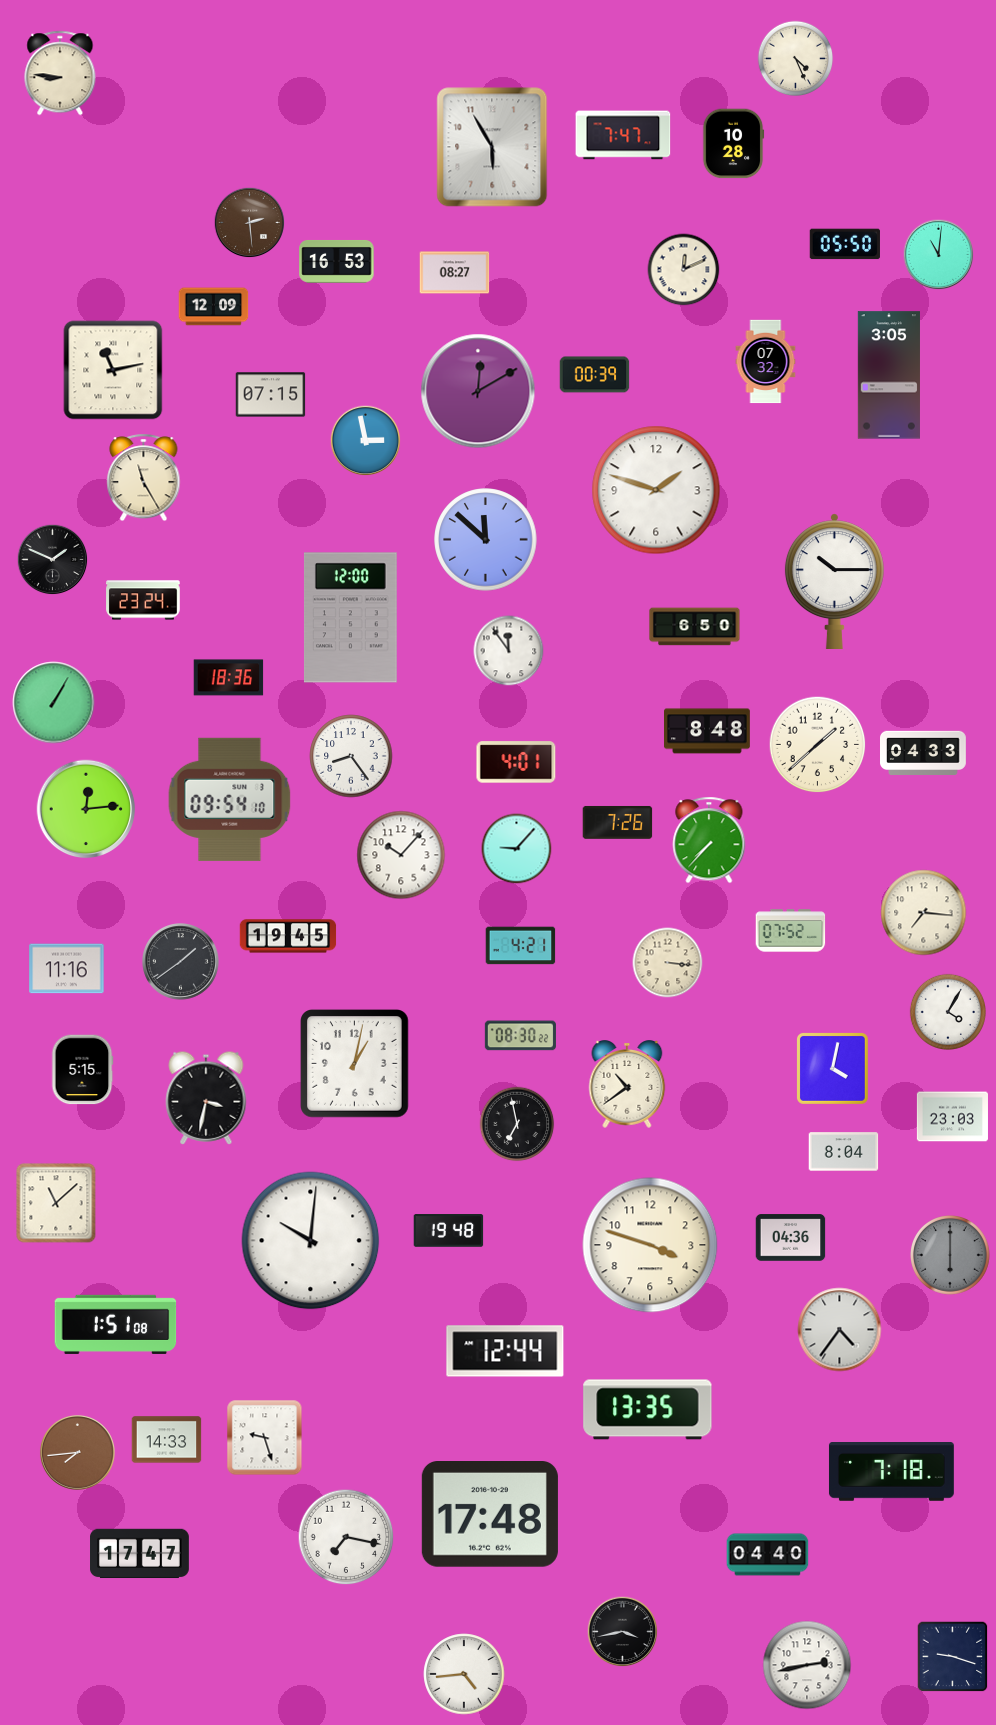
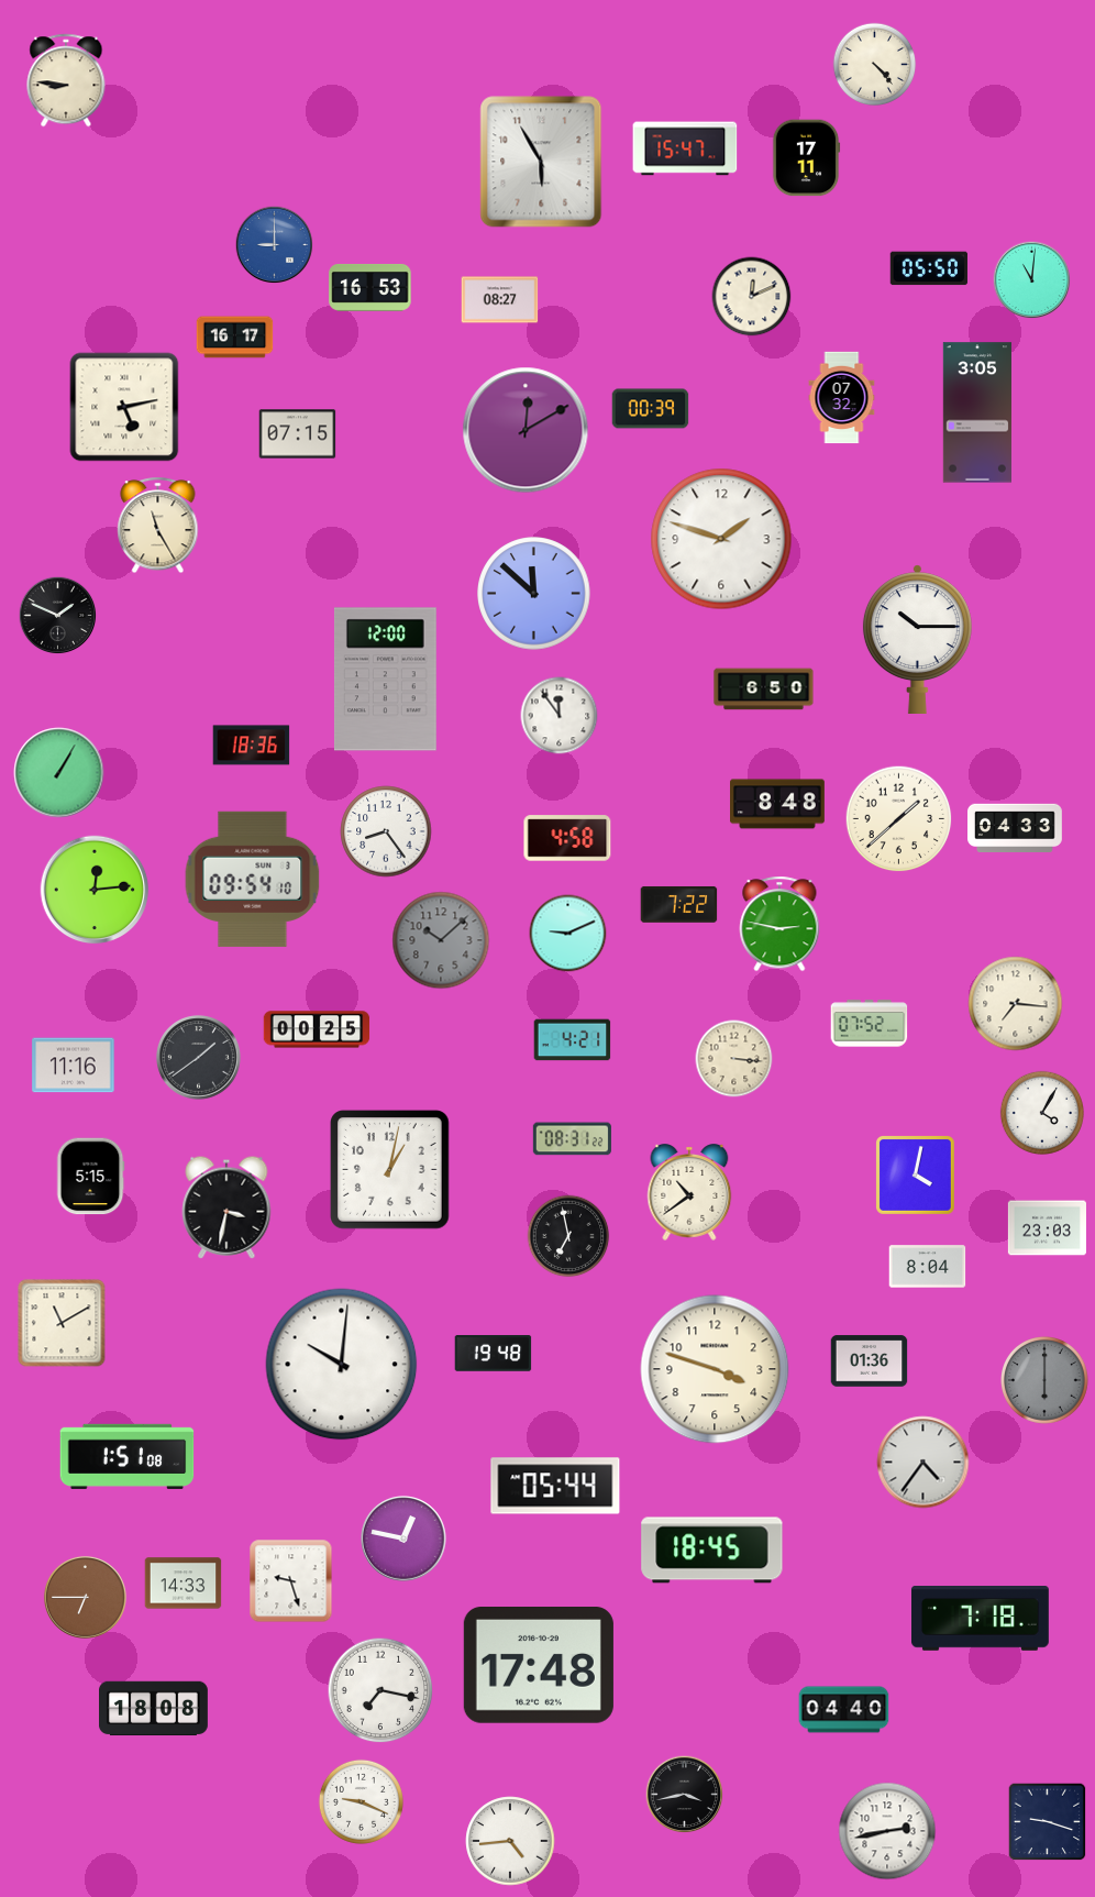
clock at (796, 59): 4:26 -> 4:23
clock at (623, 135): 7:47 -> 15:47
clock at (733, 144): 10:28 -> 17:11
clock at (250, 223): 2:29 -> 9:00
clock at (250, 223) dial: brown -> blue
clock at (214, 307): 12:09 -> 16:17
clock at (113, 370): 11:13 -> 5:13
clock at (595, 375) position: (595, 375) -> (651, 409)
clock at (366, 441): 2:58 -> none
clock at (143, 600): 23:24 -> none
clock at (516, 762): 4:01 -> 4:58
clock at (618, 822): 7:26 -> 7:22
clock at (709, 840): 7:37 -> 2:47
clock at (517, 849): 9:07 -> 9:11
clock at (401, 855): 10:07 -> 10:08
clock at (401, 855) dial: white -> grey
clock at (288, 936): 19:45 -> 00:25
clock at (520, 1036): 08:30 -> 08:31
clock at (56, 1203): 11:08 -> 11:10
clock at (791, 1238): 04:36 -> 01:36
clock at (505, 1351): 12:44 -> 05:44
clock at (403, 1538): none -> 12:47
clock at (648, 1410): 13:35 -> 18:45
clock at (77, 1452): 7:44 -> 6:45
clock at (140, 1554): 17:47 -> 18:08
clock at (361, 1801): none -> 9:19
